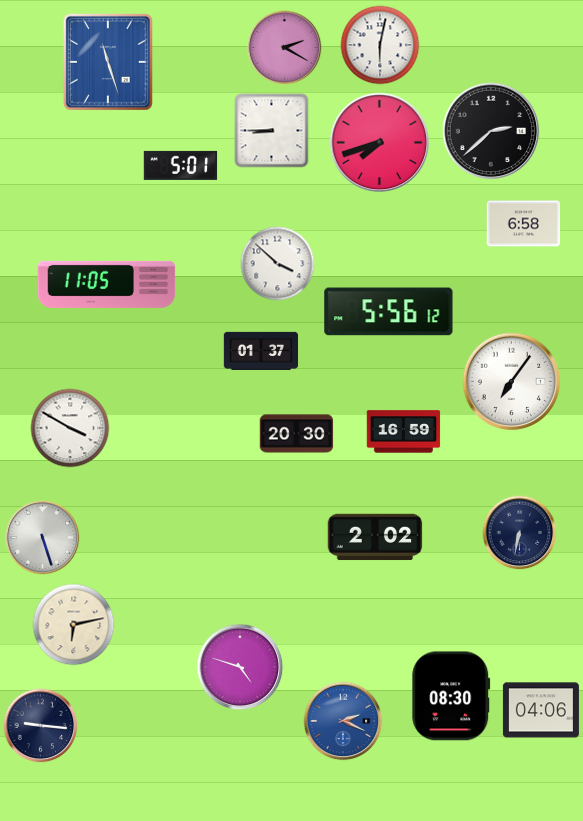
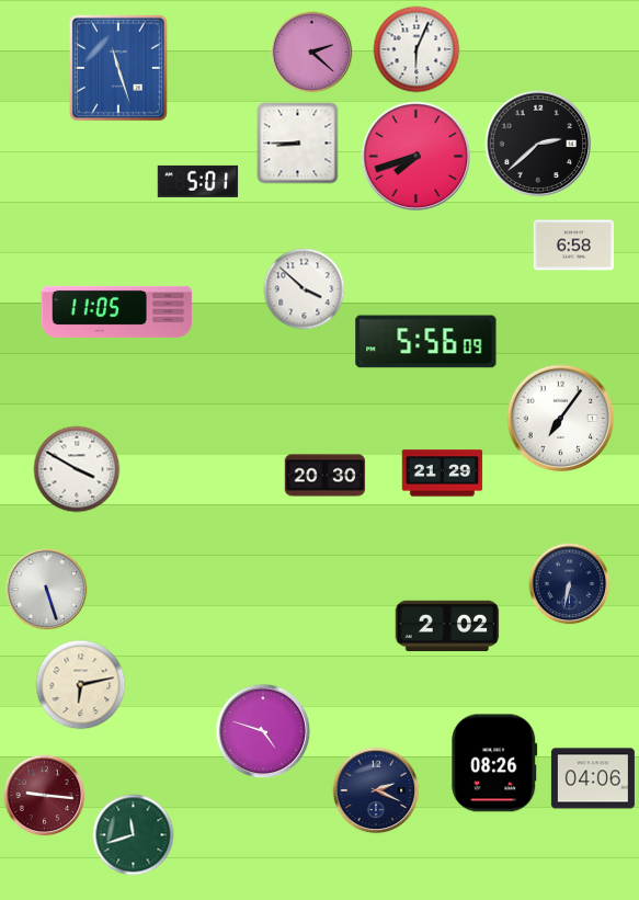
clock at (380, 45): 6:02 -> 6:04
clock at (285, 48): 2:20 -> 2:22
clock at (389, 312): 5:56:12 -> 5:56:09
clock at (261, 351): 01:37 -> none
clock at (404, 432): 16:59 -> 21:29
clock at (375, 537) position: (375, 537) -> (447, 626)
clock at (451, 696): 08:30 -> 08:26
clock at (343, 721) dial: blue -> navy
clock at (41, 726) dial: navy -> burgundy
clock at (134, 835): none -> 11:42
